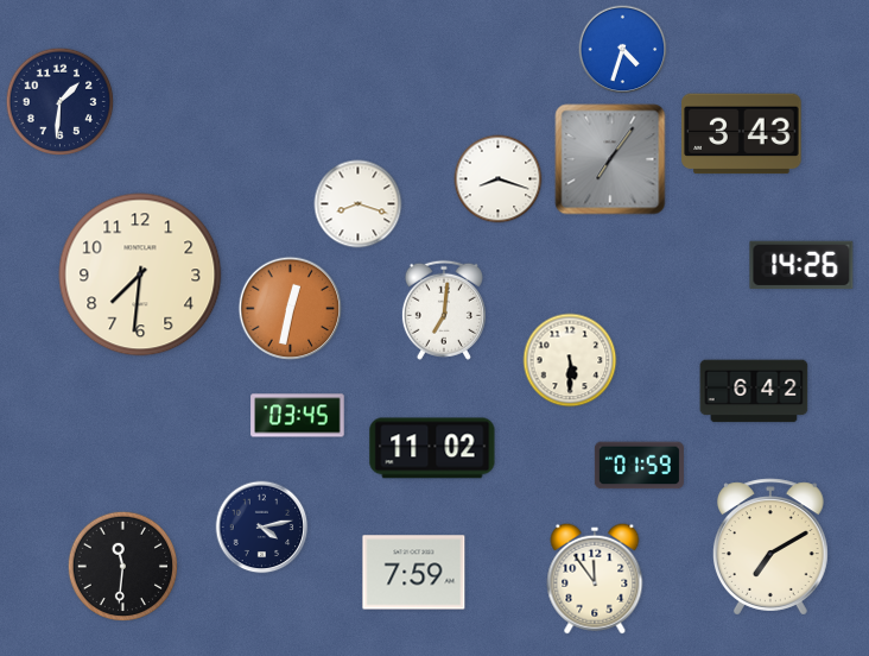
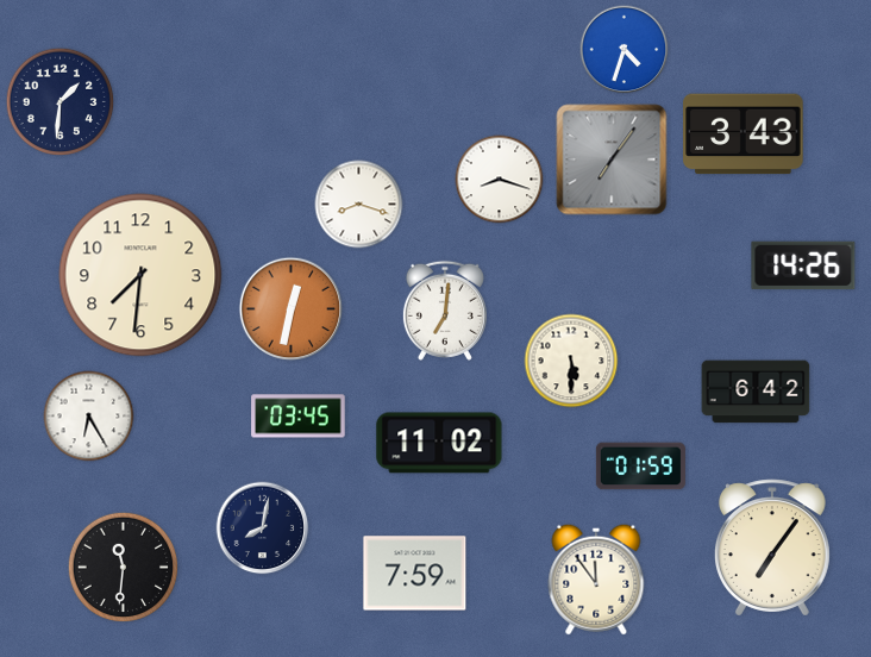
clock at (89, 417): none -> 6:25
clock at (432, 448) position: (432, 448) -> (439, 443)
clock at (262, 528): 4:13 -> 8:02
clock at (770, 547): 7:10 -> 7:06
